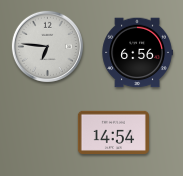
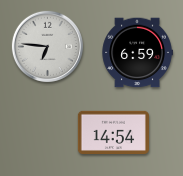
clock at (137, 53): 6:56 -> 6:59
